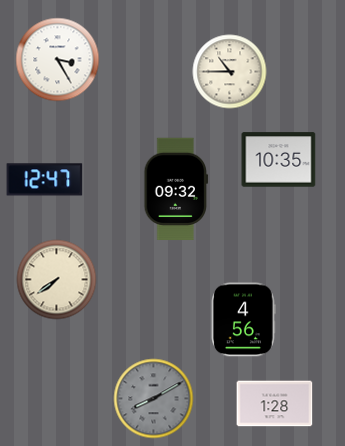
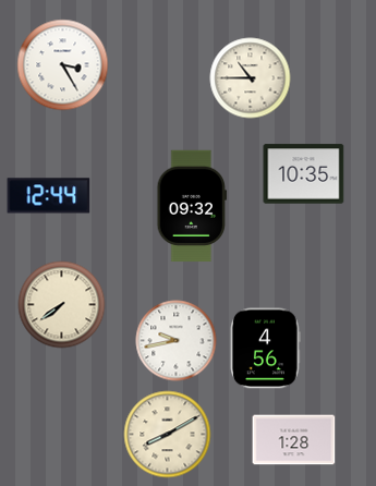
clock at (45, 180): 12:47 -> 12:44
clock at (177, 341): none -> 9:43
clock at (154, 399) dial: grey -> cream
clock at (275, 404) position: (275, 404) -> (294, 440)
